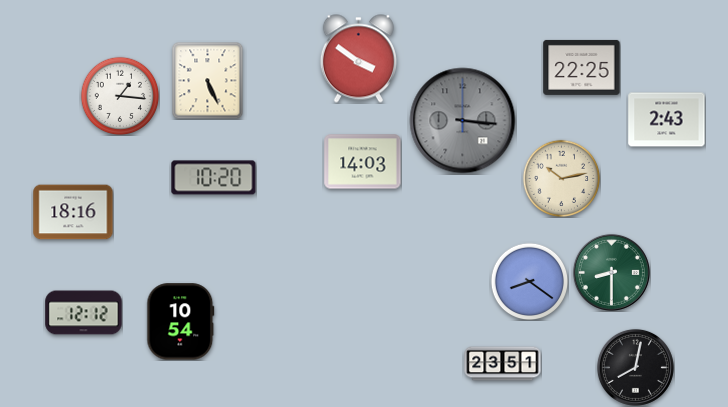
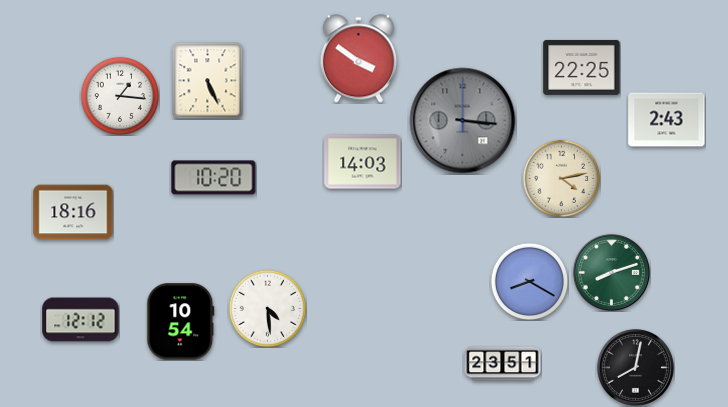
clock at (561, 178): 10:13 -> 4:13
clock at (611, 272): 8:30 -> 8:12
clock at (529, 281): 8:21 -> 8:20
clock at (267, 308): none -> 4:29
clock at (84, 313) position: (84, 313) -> (81, 320)
